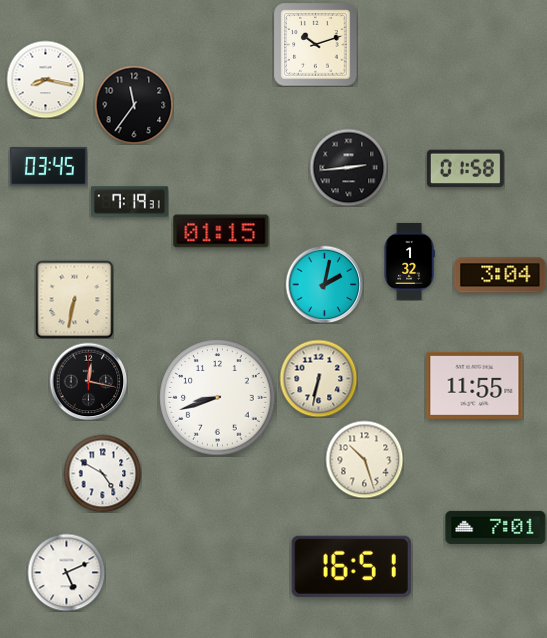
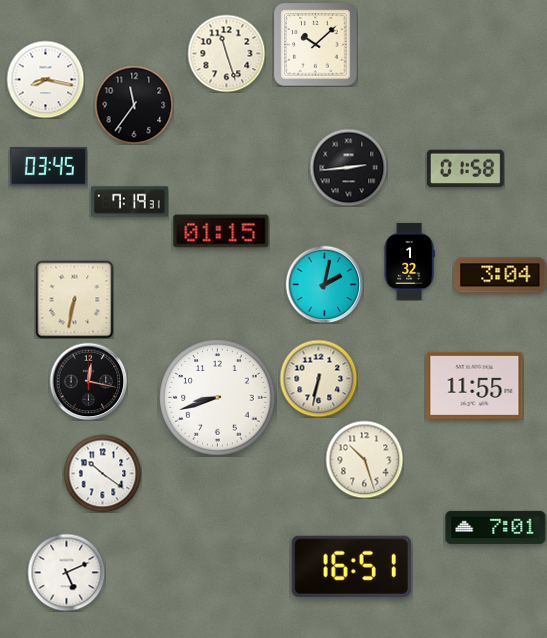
clock at (315, 44): 10:12 -> 10:08
clock at (226, 53): none -> 11:27
clock at (102, 473): 4:50 -> 10:21
